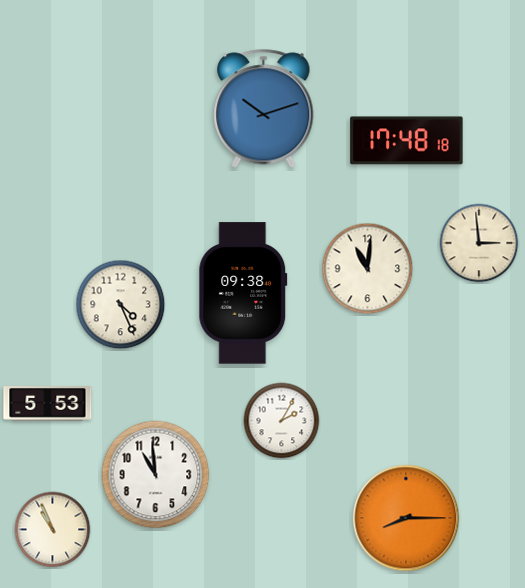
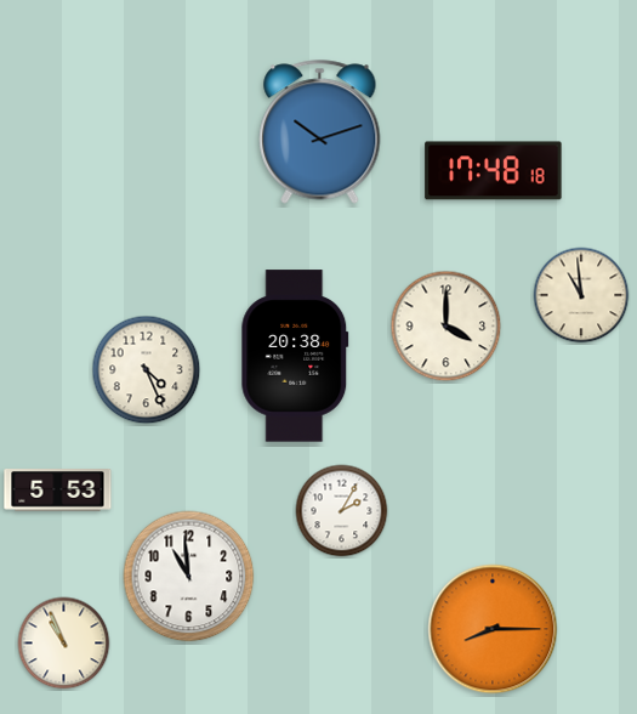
clock at (479, 243): 2:59 -> 10:59
clock at (368, 269): 11:01 -> 4:00
clock at (243, 293): 09:38 -> 20:38
